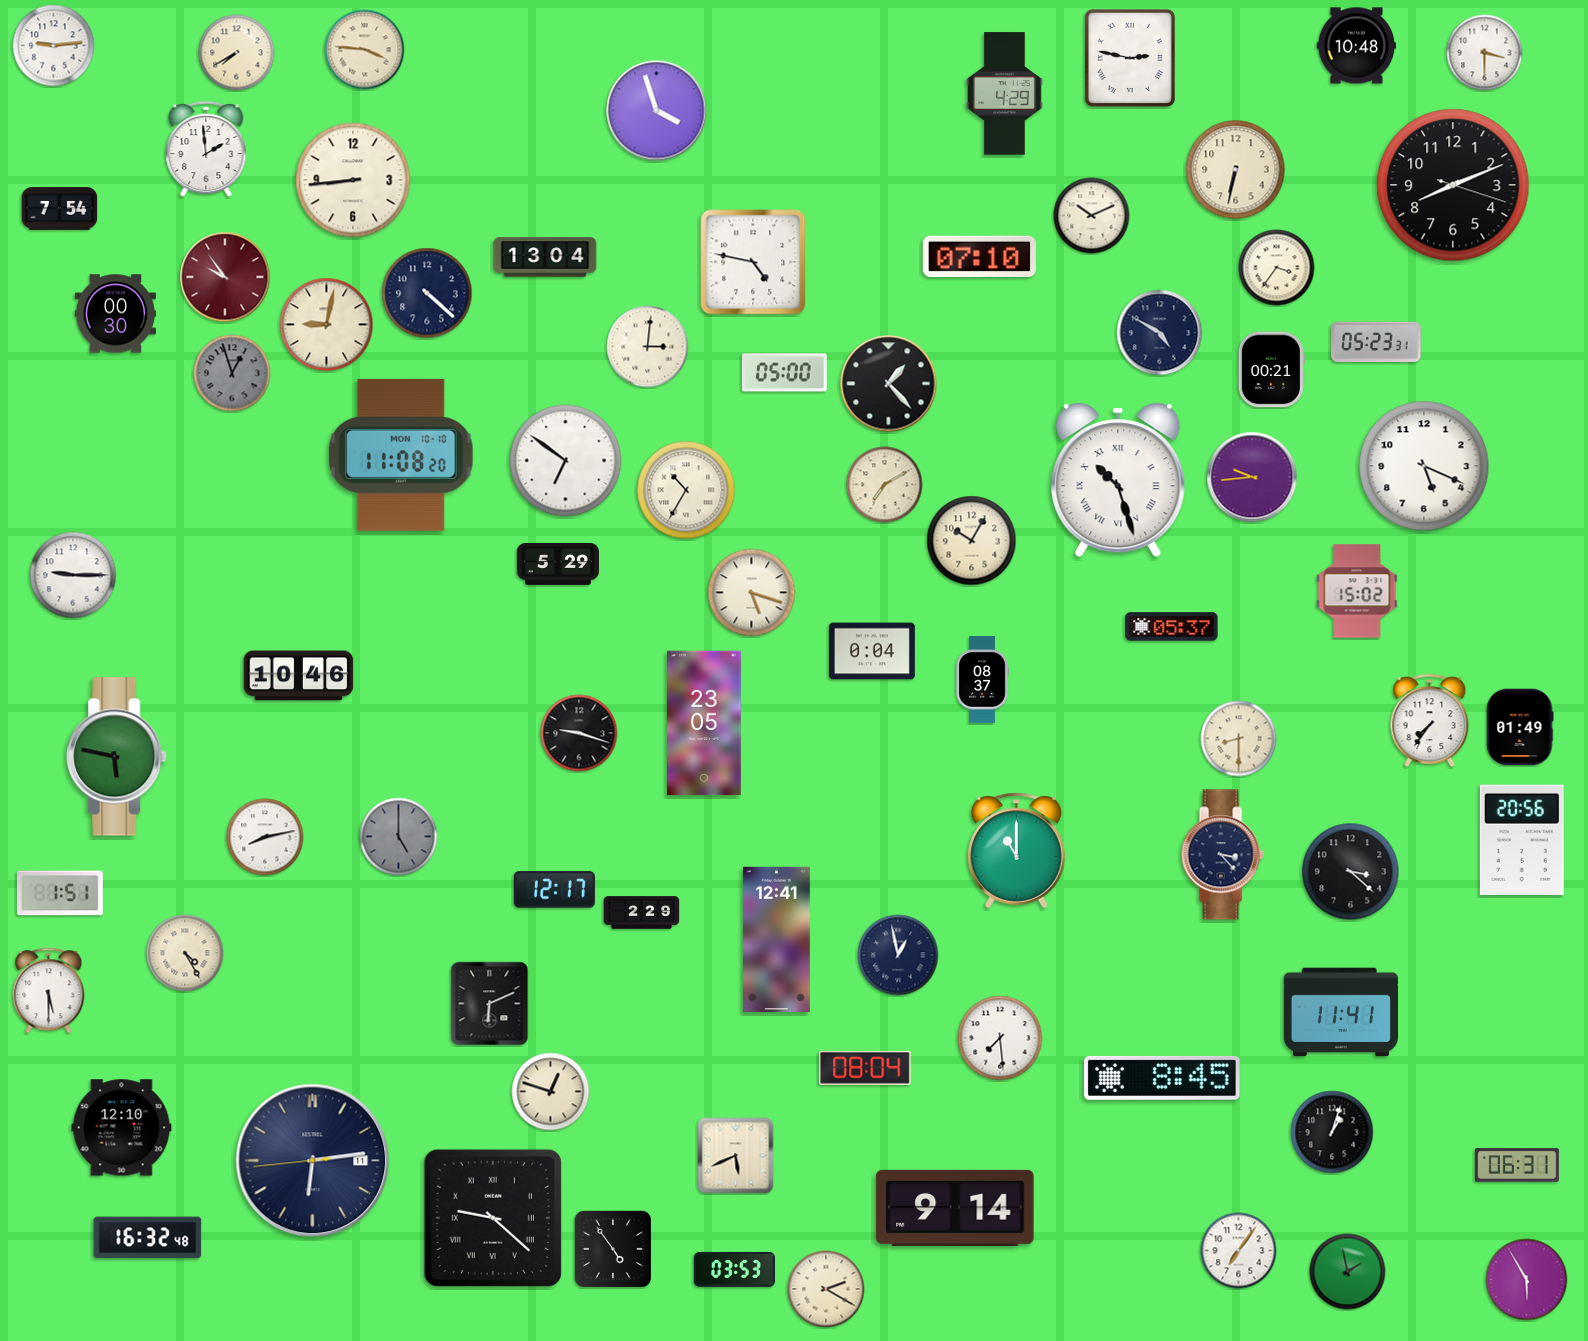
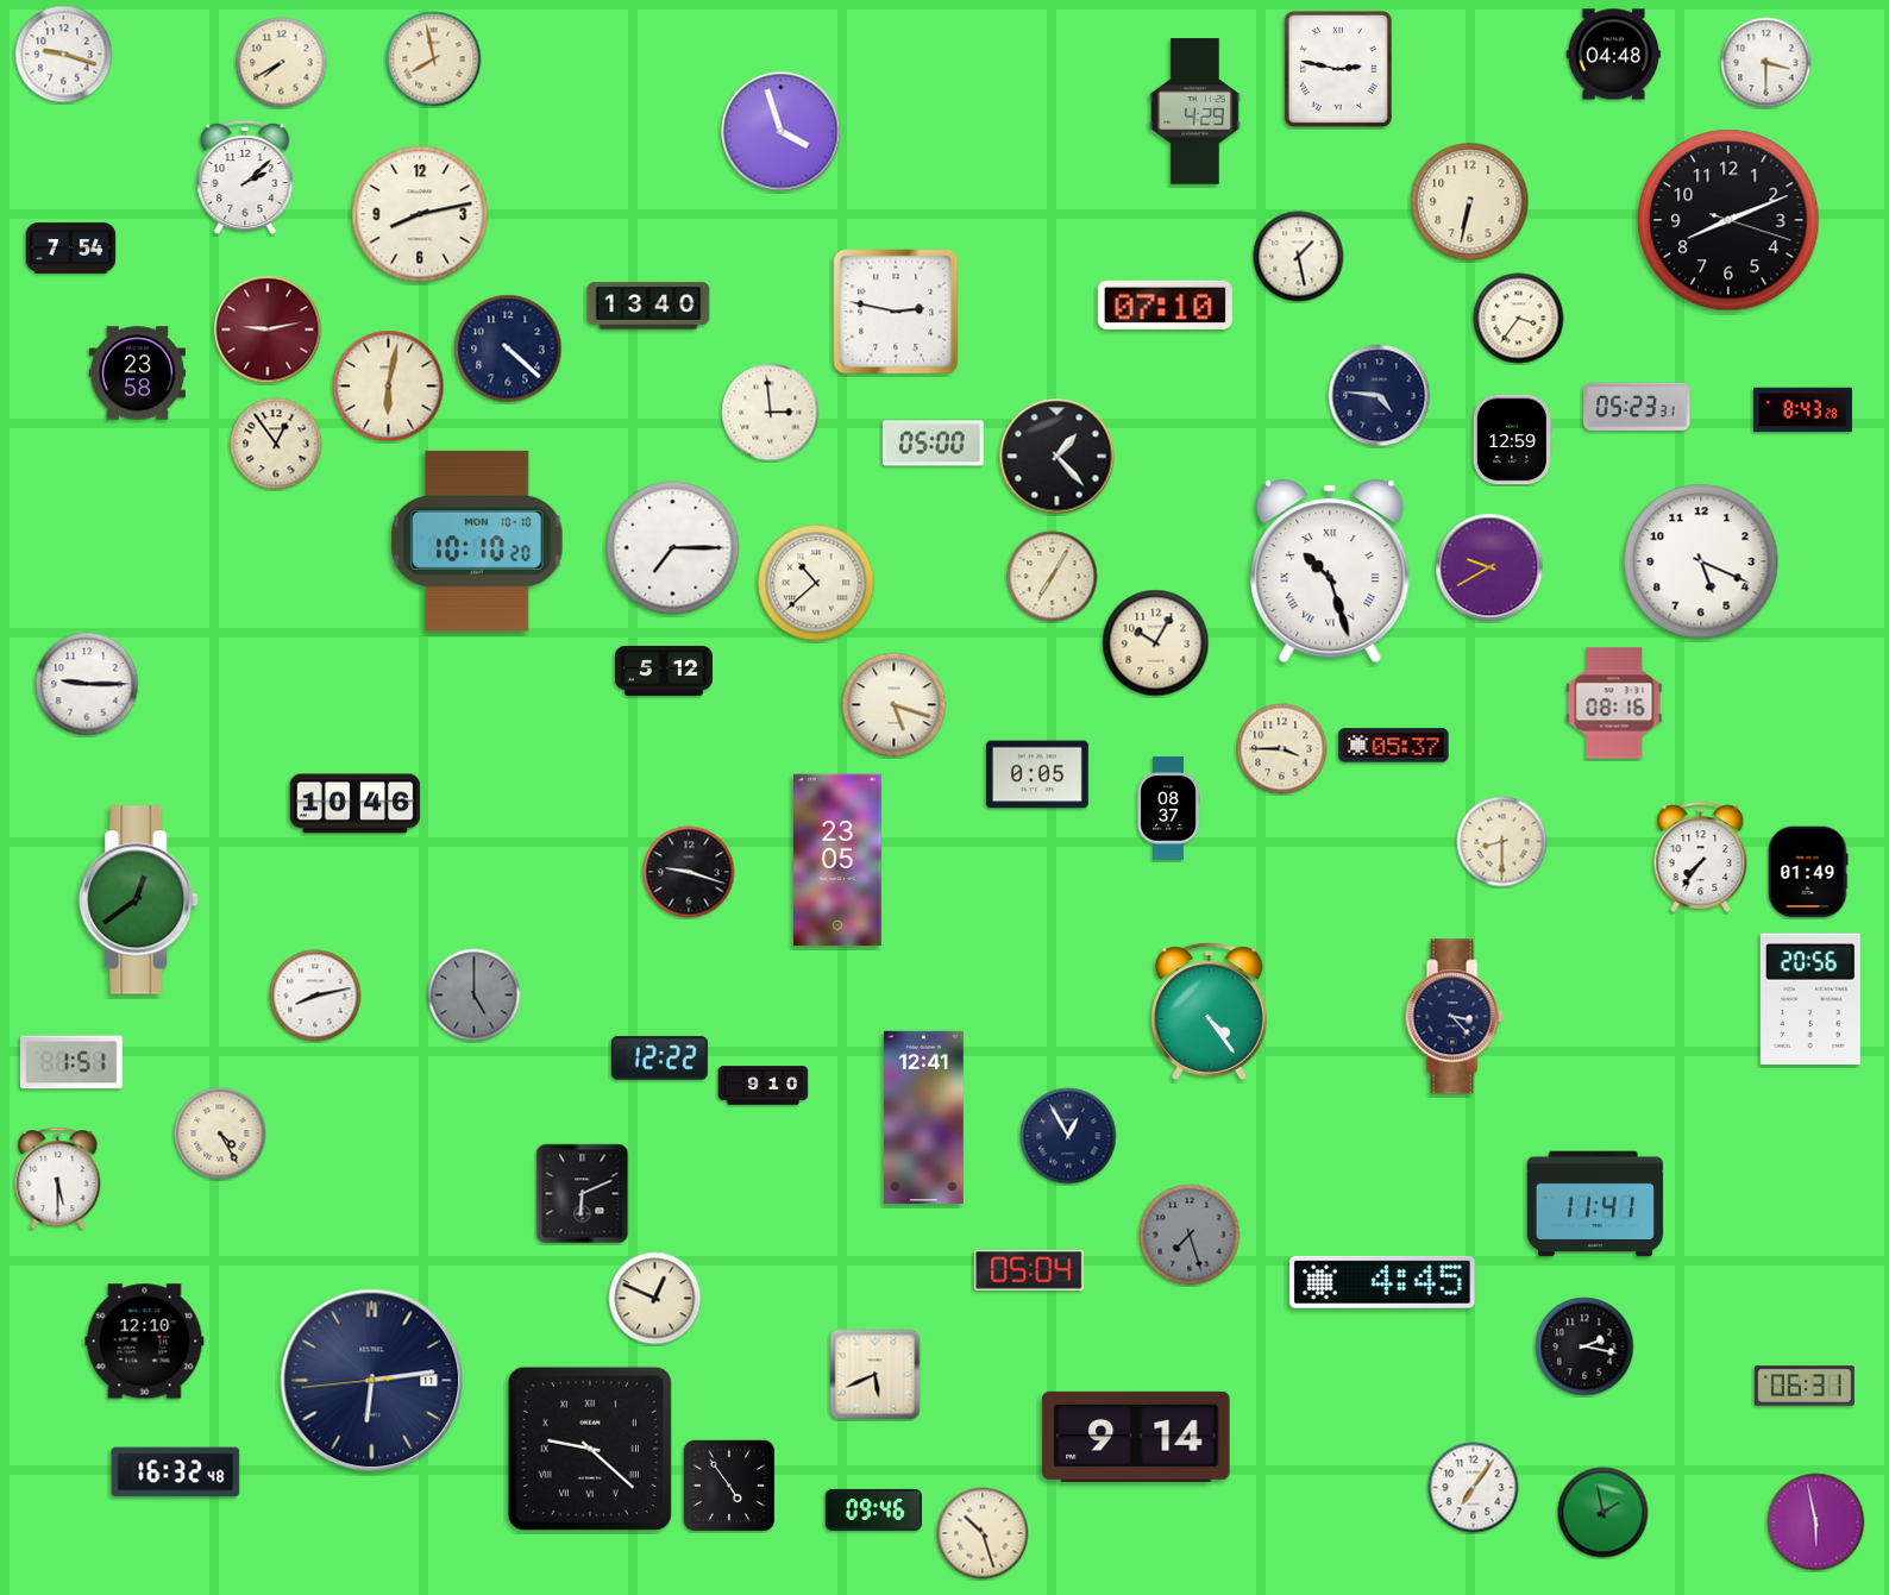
clock at (54, 46): 9:14 -> 9:18
clock at (1356, 46): 10:48 -> 04:48
clock at (365, 50): 3:46 -> 7:58
clock at (1130, 58) position: (1130, 58) -> (1338, 69)
clock at (206, 149): 1:59 -> 2:08
clock at (353, 180): 8:44 -> 8:13
clock at (1092, 216): 10:11 -> 1:28
clock at (545, 257): 13:04 -> 13:40
clock at (753, 262): 4:47 -> 2:47
clock at (225, 277): 9:54 -> 9:13
clock at (115, 314): 00:30 -> 23:58
clock at (327, 325): 9:02 -> 6:02
clock at (1160, 333): 4:50 -> 4:46
clock at (1802, 410): none -> 8:43
clock at (648, 347): 3:01 -> 2:59
clock at (1271, 370): 00:21 -> 12:59
clock at (232, 373): 12:57 -> 12:54
clock at (232, 373) dial: grey -> cream
clock at (401, 455): 11:08 -> 10:10
clock at (566, 461): 6:51 -> 7:15
clock at (1424, 466) position: (1424, 466) -> (1701, 561)
clock at (1252, 477): 9:44 -> 9:40
clock at (885, 485): 7:10 -> 7:05
clock at (686, 490): 10:35 -> 10:38
clock at (558, 564): 5:29 -> 5:12
clock at (1357, 591): 15:02 -> 08:16
clock at (1282, 749): none -> 3:45
clock at (873, 651): 0:04 -> 0:05
clock at (1520, 727) position: (1520, 727) -> (1808, 872)
clock at (1239, 739) position: (1239, 739) -> (1502, 842)
clock at (117, 757): 5:47 -> 12:39
clock at (1017, 851): 11:00 -> 4:24
clock at (1351, 872): 3:22 -> none
clock at (554, 890): 12:17 -> 12:22
clock at (642, 913): 2:29 -> 9:10
clock at (898, 955): 12:58 -> 12:55
clock at (1000, 1038): 7:29 -> 7:27
clock at (1000, 1038) dial: white -> grey
clock at (865, 1068): 08:04 -> 05:04
clock at (1162, 1078): 8:45 -> 4:45
clock at (551, 1092): 12:48 -> 12:49
clock at (1332, 1132): 1:03 -> 2:17
clock at (493, 1218) position: (493, 1218) -> (590, 1449)
clock at (734, 1269): 03:53 -> 09:46
clock at (1527, 1280): 5:55 -> 5:58
clock at (826, 1289): 2:20 -> 10:27
